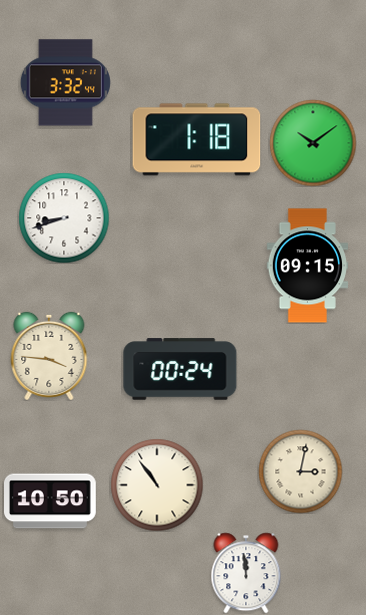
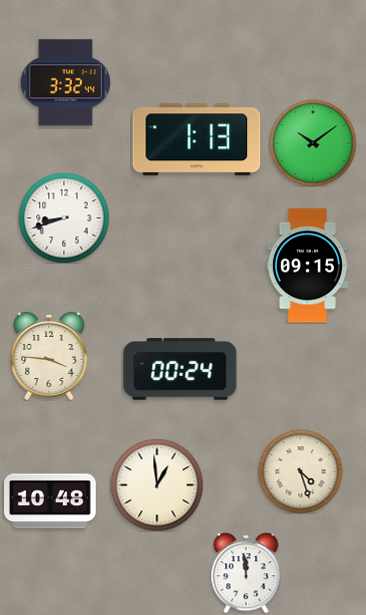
clock at (197, 140): 1:18 -> 1:13
clock at (300, 471): 3:02 -> 4:27
clock at (157, 485): 10:54 -> 12:59
clock at (51, 501): 10:50 -> 10:48
